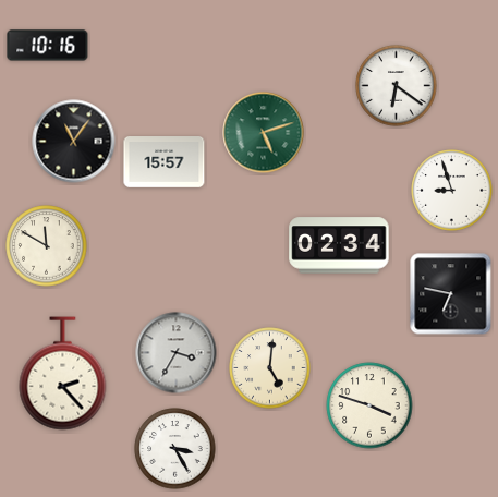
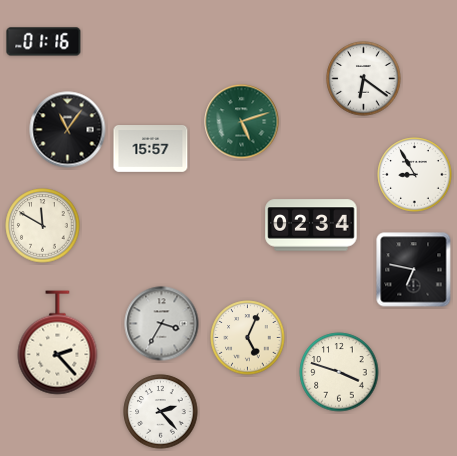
clock at (48, 46): 10:16 -> 01:16
clock at (452, 191): 8:57 -> 8:55
clock at (270, 368): 5:01 -> 5:04
clock at (175, 449): 3:25 -> 2:23
